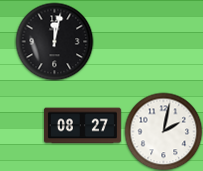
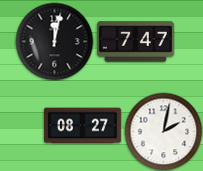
clock at (135, 42): none -> 7:47
